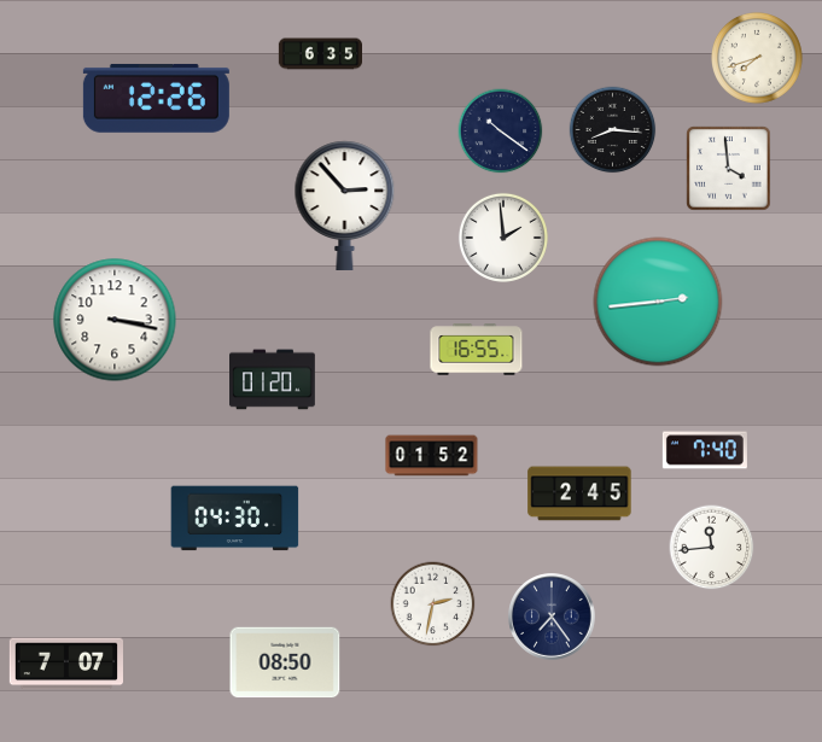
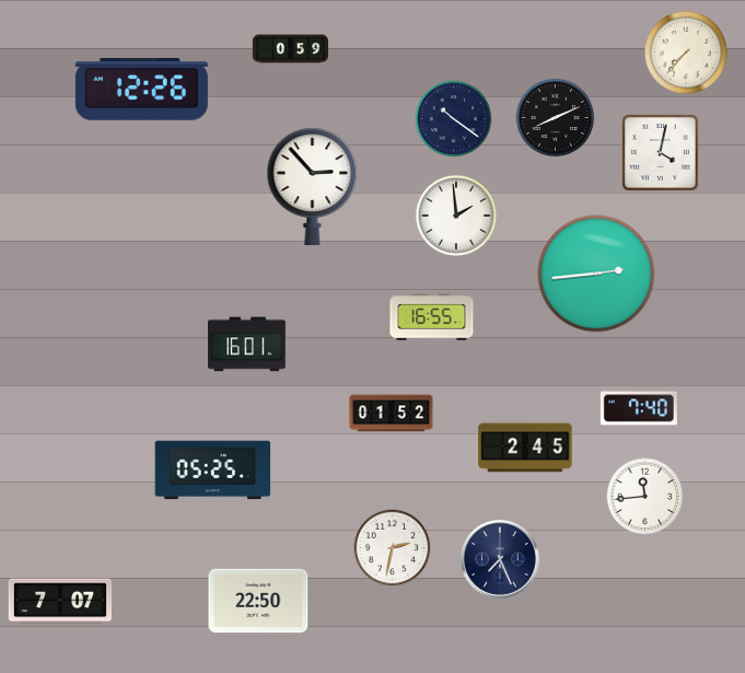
clock at (320, 54): 6:35 -> 0:59
clock at (758, 59): 7:42 -> 7:37
clock at (613, 130): 8:16 -> 8:11
clock at (729, 169): 3:59 -> 4:02
clock at (115, 320): 3:17 -> none
clock at (273, 380): 01:20 -> 16:01
clock at (235, 519): 04:30 -> 05:25
clock at (552, 617): 7:24 -> 7:26
clock at (285, 662): 08:50 -> 22:50
